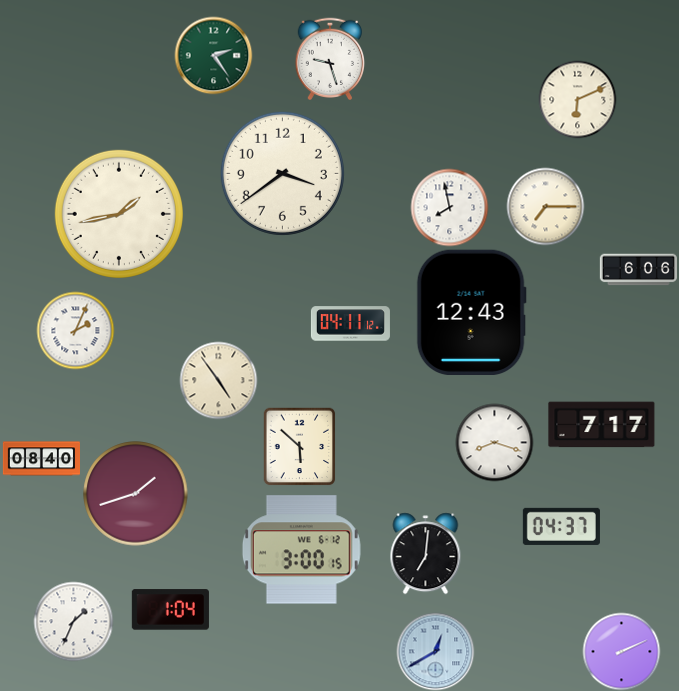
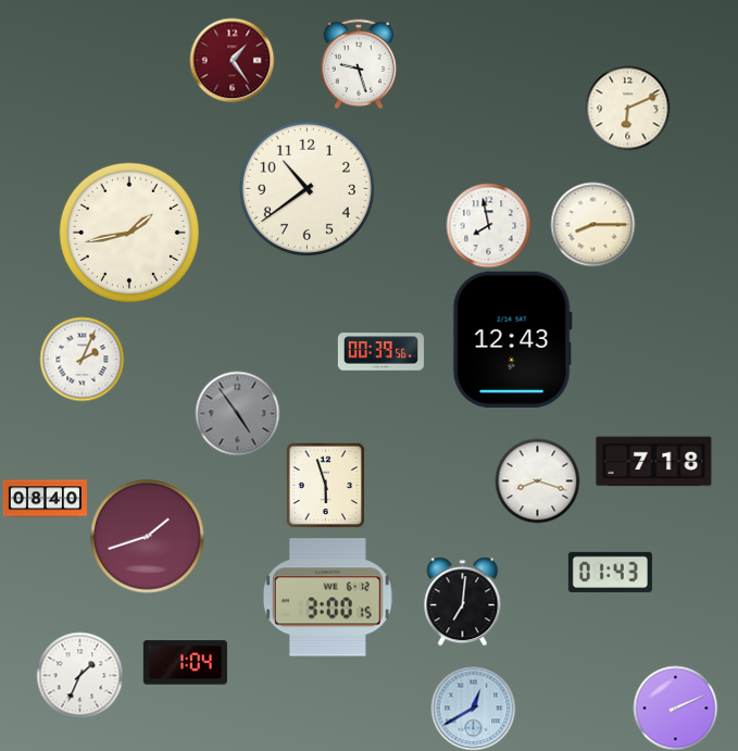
clock at (213, 55): 2:24 -> 1:24
clock at (213, 55) dial: green -> burgundy
clock at (282, 173): 3:39 -> 10:39
clock at (545, 206): 7:15 -> 8:15
clock at (638, 270): 6:06 -> none
clock at (350, 324): 04:11 -> 00:39
clock at (218, 380) dial: cream -> grey
clock at (602, 425): 7:17 -> 7:18
clock at (300, 446): 5:52 -> 5:57
clock at (561, 526): 04:37 -> 01:43
